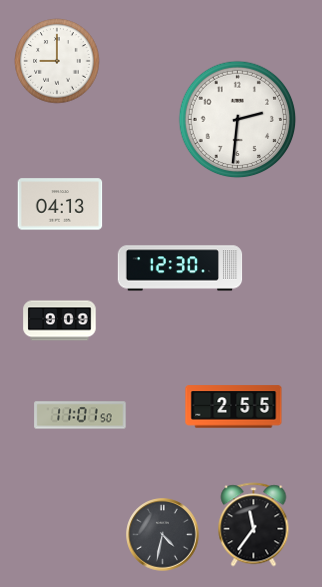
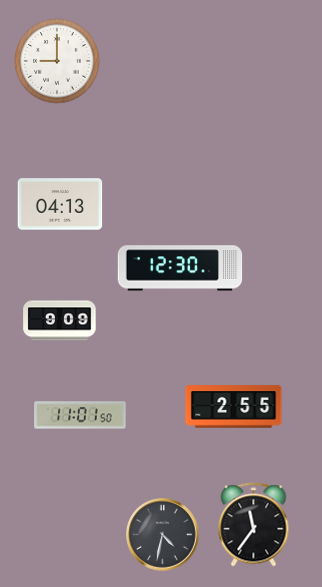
clock at (238, 120): 2:31 -> none
